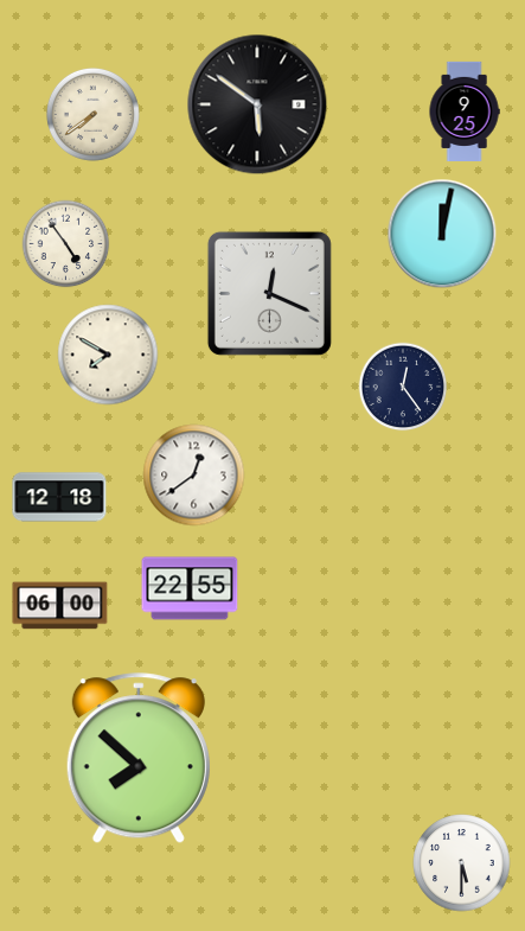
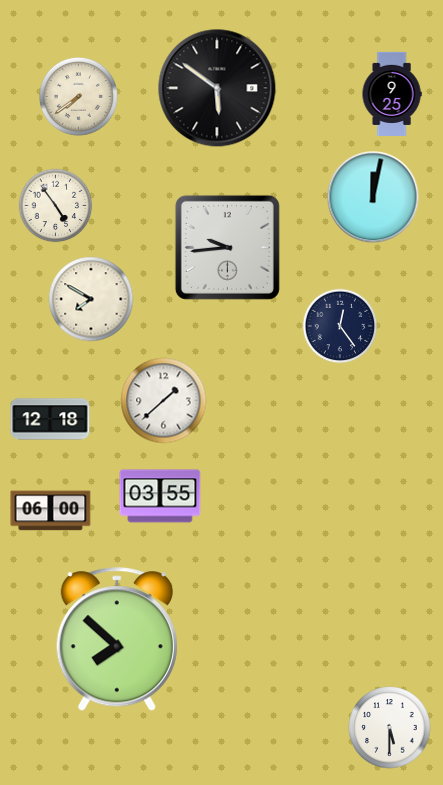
clock at (269, 293): 12:19 -> 9:44
clock at (194, 476): 12:39 -> 1:38
clock at (190, 588): 22:55 -> 03:55
